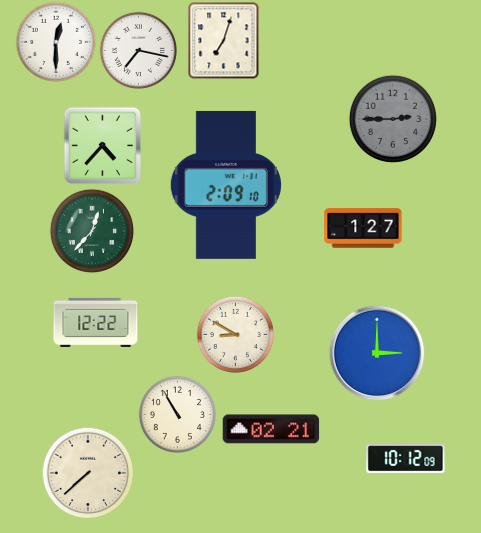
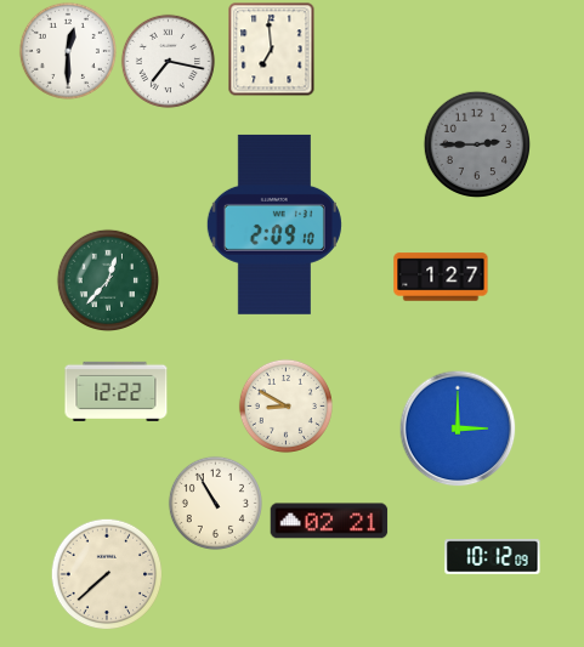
clock at (224, 40): 7:03 -> 6:59
clock at (102, 145): 4:37 -> none
clock at (91, 230) position: (91, 230) -> (107, 279)
